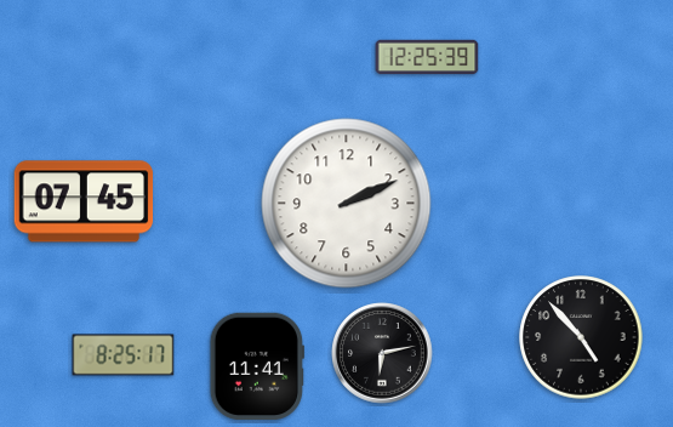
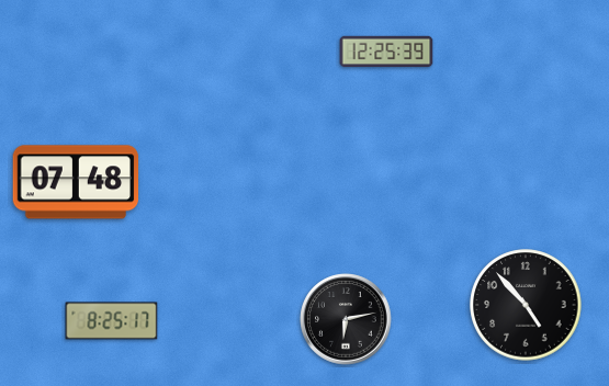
clock at (84, 201): 07:45 -> 07:48
clock at (347, 204): 2:11 -> none
clock at (257, 366): 11:41 -> none
